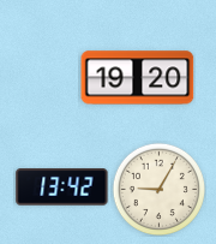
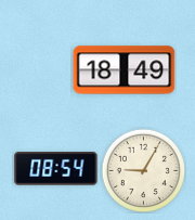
clock at (138, 78): 19:20 -> 18:49
clock at (62, 188): 13:42 -> 08:54
